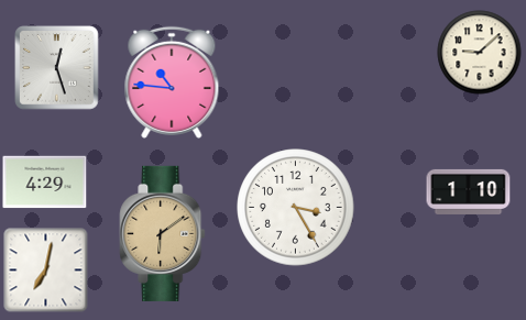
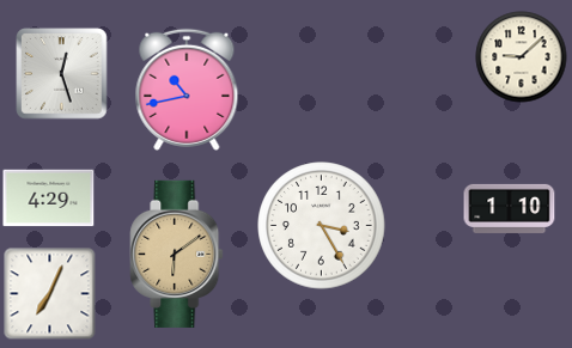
clock at (172, 82): 10:46 -> 10:43
clock at (46, 271): 7:02 -> 7:04
